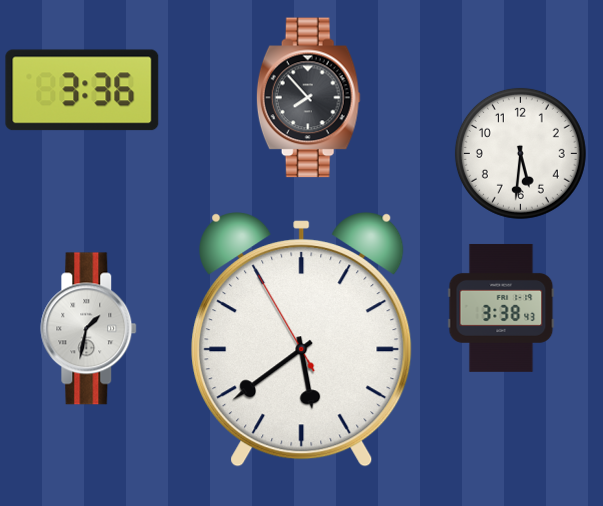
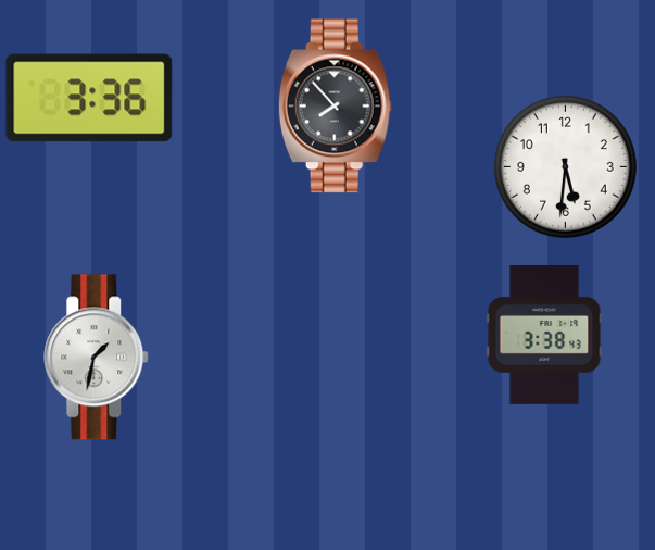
clock at (302, 340): 5:38 -> none
